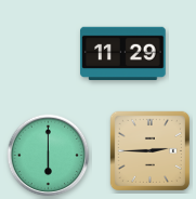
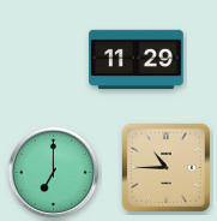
clock at (149, 150): 2:45 -> 10:45
clock at (49, 156): 6:00 -> 7:00
